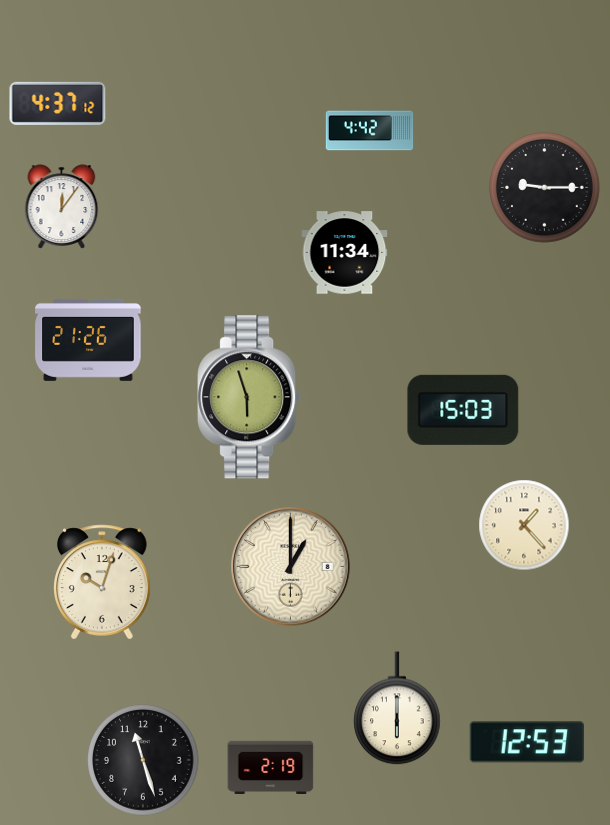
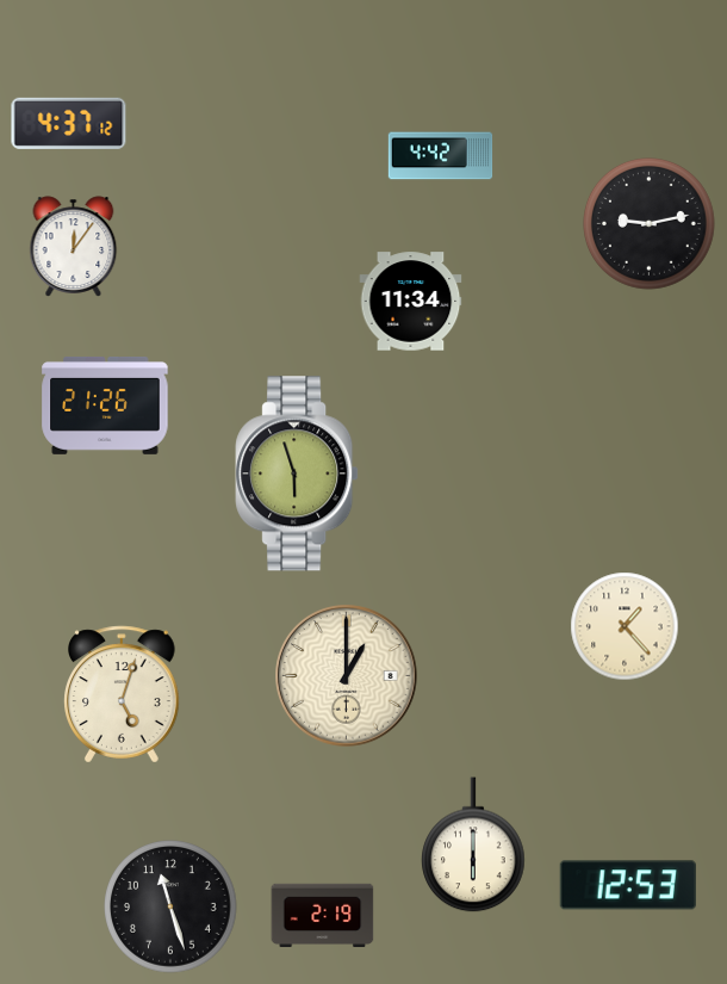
clock at (545, 188): 9:15 -> 9:13
clock at (463, 410): 15:03 -> none
clock at (103, 582): 10:03 -> 5:03
